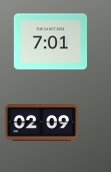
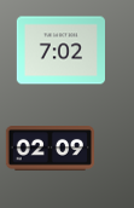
clock at (50, 42): 7:01 -> 7:02
